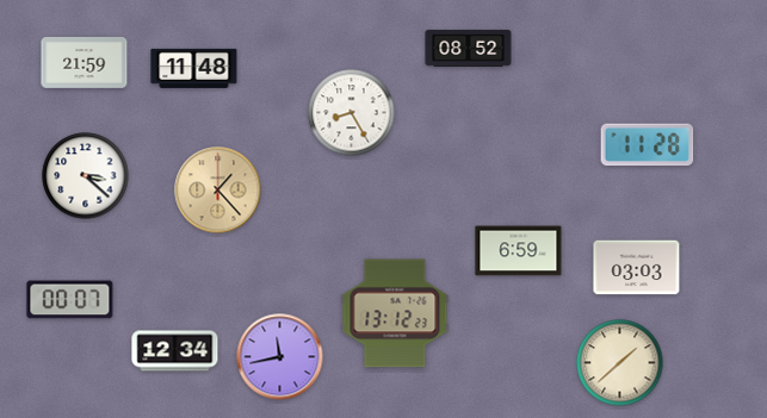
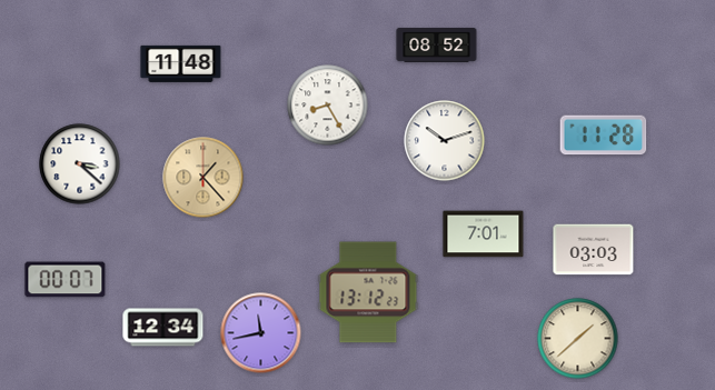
clock at (85, 63): 21:59 -> none
clock at (445, 141): none -> 10:12
clock at (519, 251): 6:59 -> 7:01
